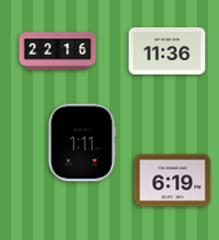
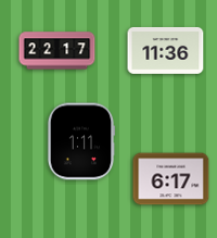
clock at (58, 52): 22:16 -> 22:17
clock at (173, 181): 6:19 -> 6:17
